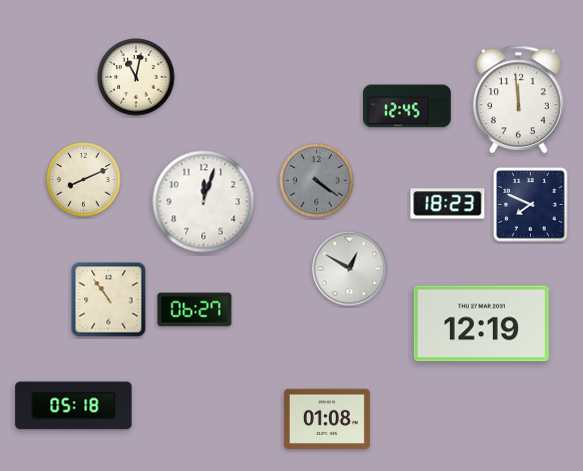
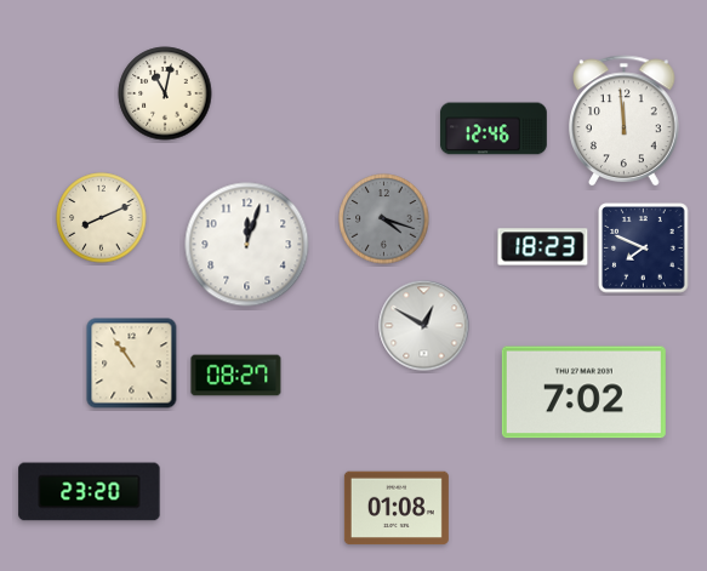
clock at (519, 100) position: (519, 100) -> (625, 121)
clock at (408, 106): 12:45 -> 12:46
clock at (317, 181): 4:21 -> 4:18
clock at (195, 310): 06:27 -> 08:27
clock at (481, 324): 12:19 -> 7:02
clock at (74, 406): 05:18 -> 23:20
